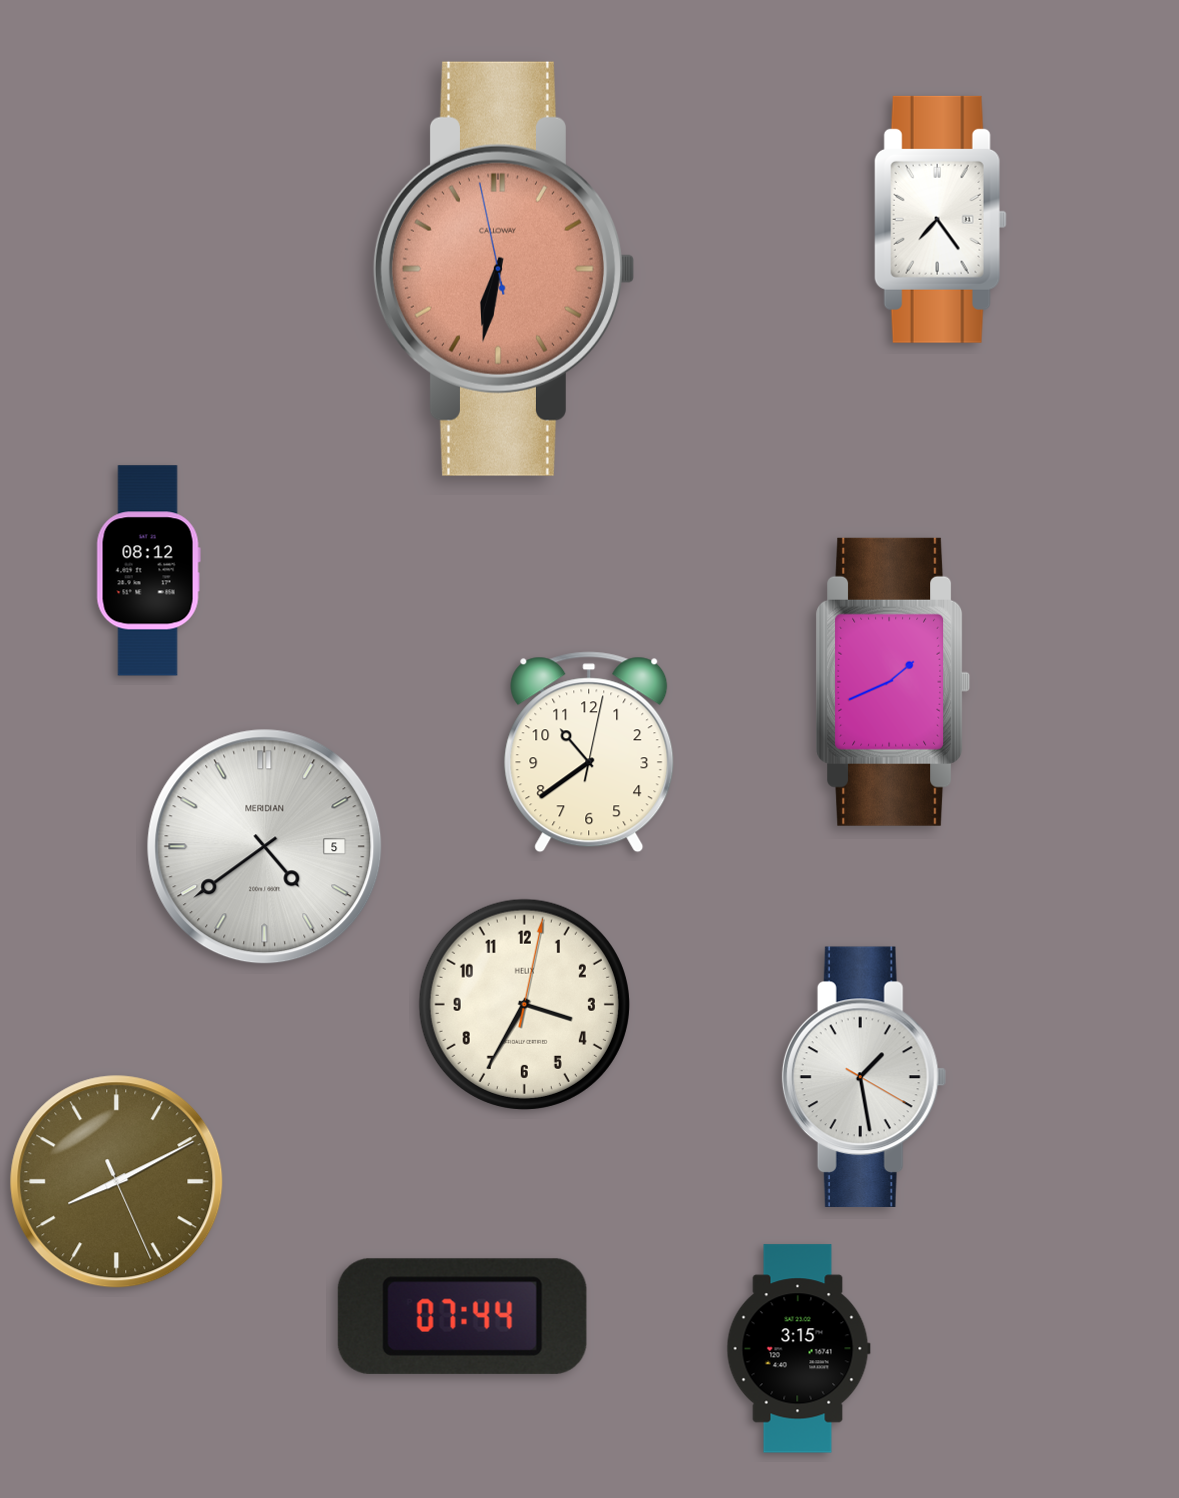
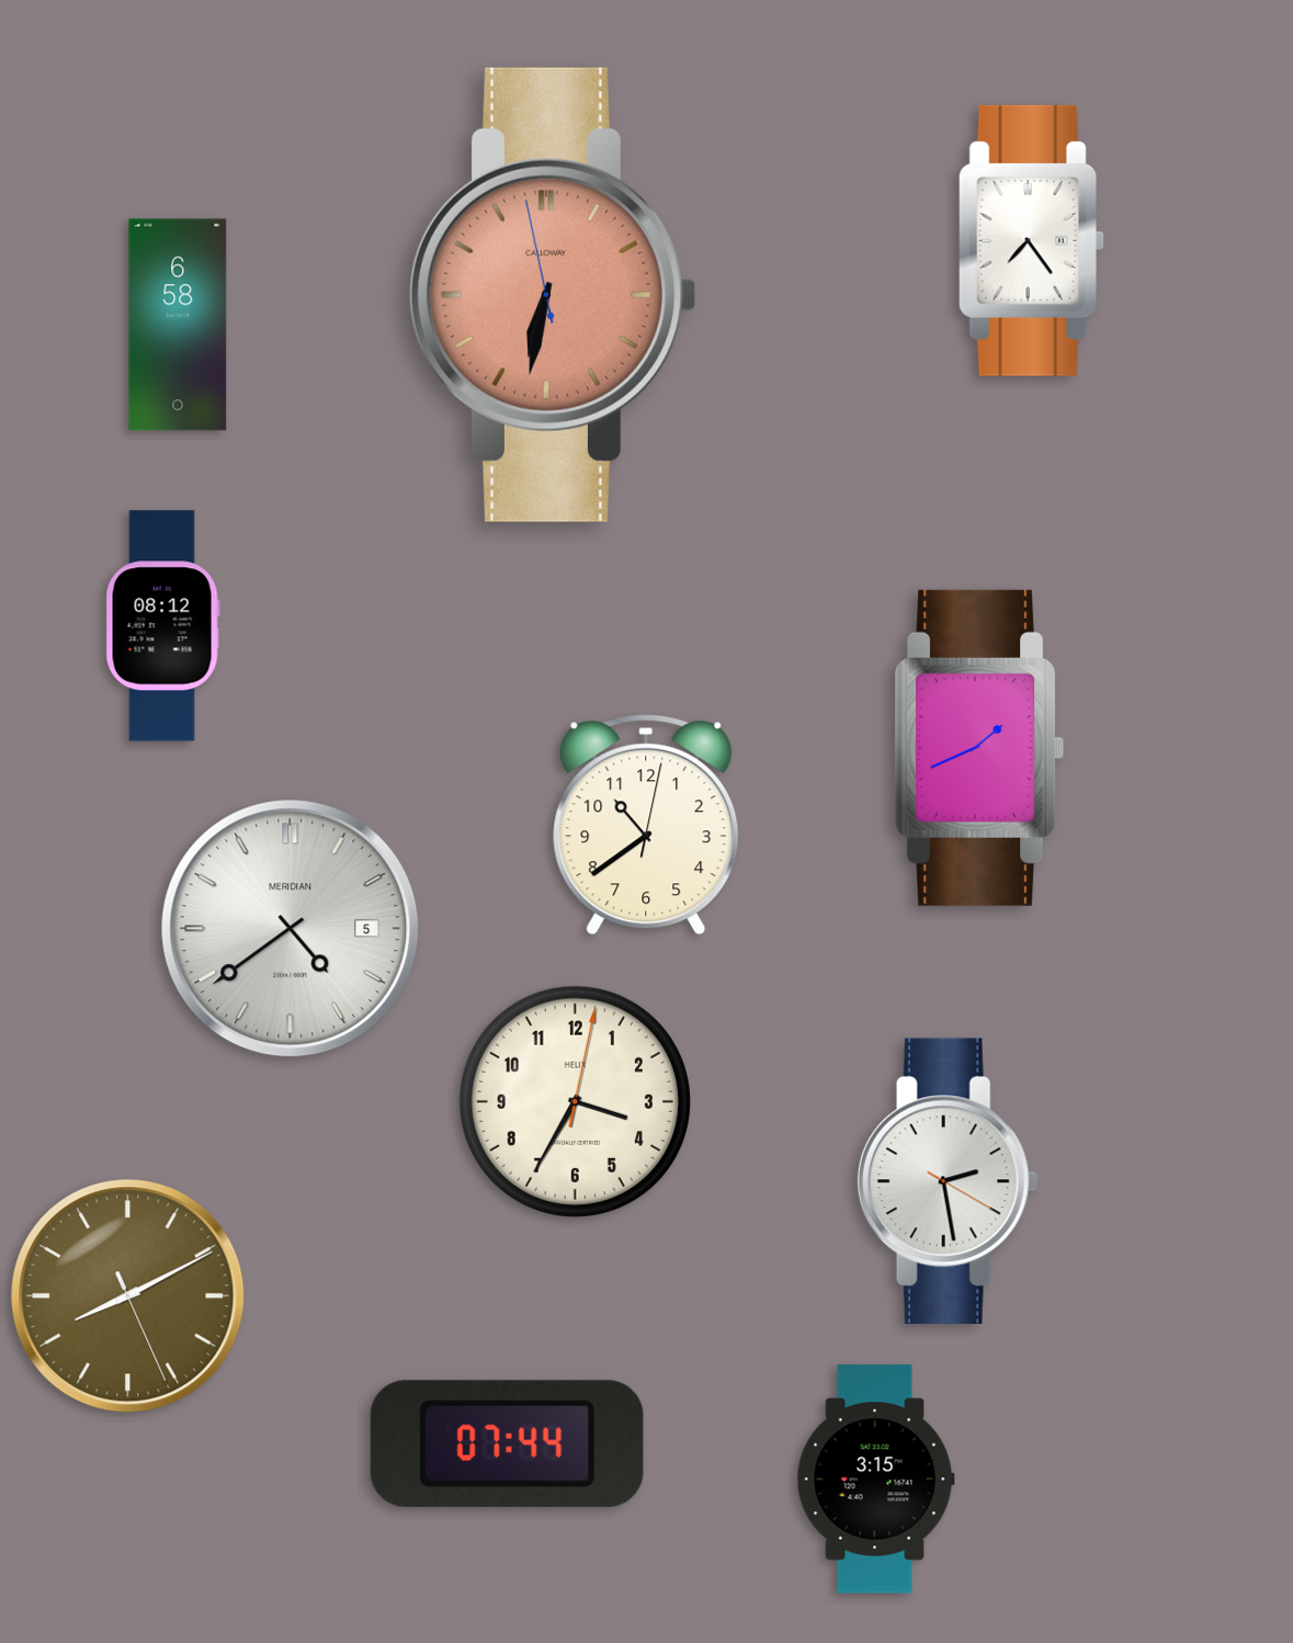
clock at (178, 325): none -> 6:58
clock at (864, 1076): 1:28 -> 2:28
